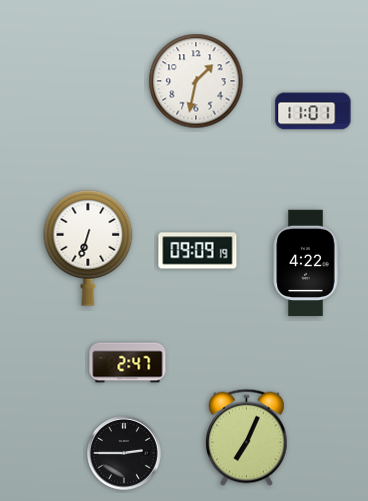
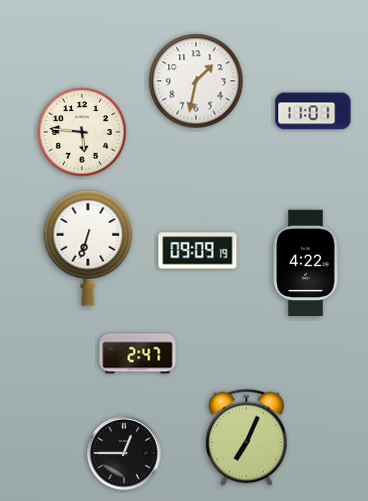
clock at (82, 132): none -> 5:46
clock at (128, 363) position: (128, 363) -> (138, 354)
clock at (125, 454): 2:45 -> 12:45
